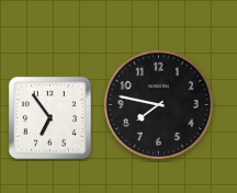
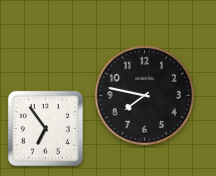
clock at (49, 117) position: (49, 117) -> (45, 128)
